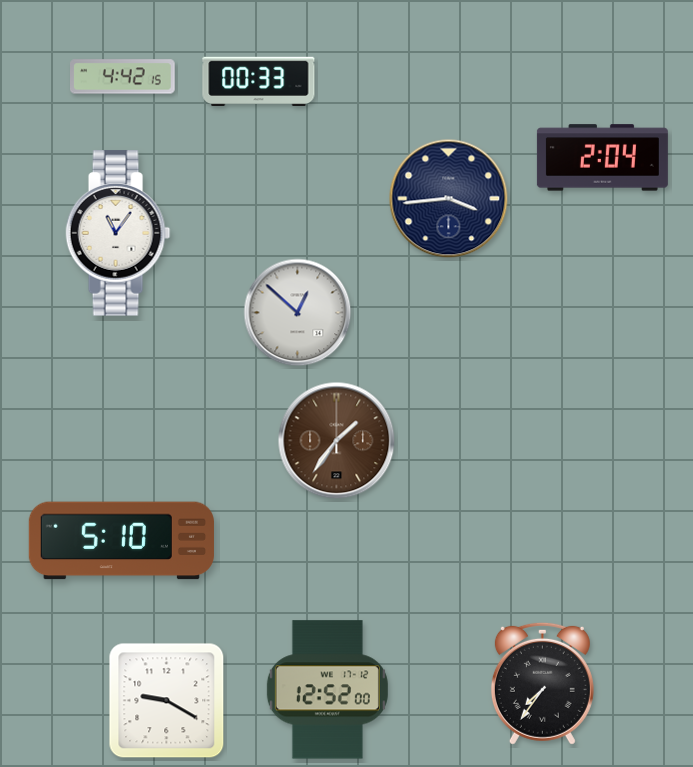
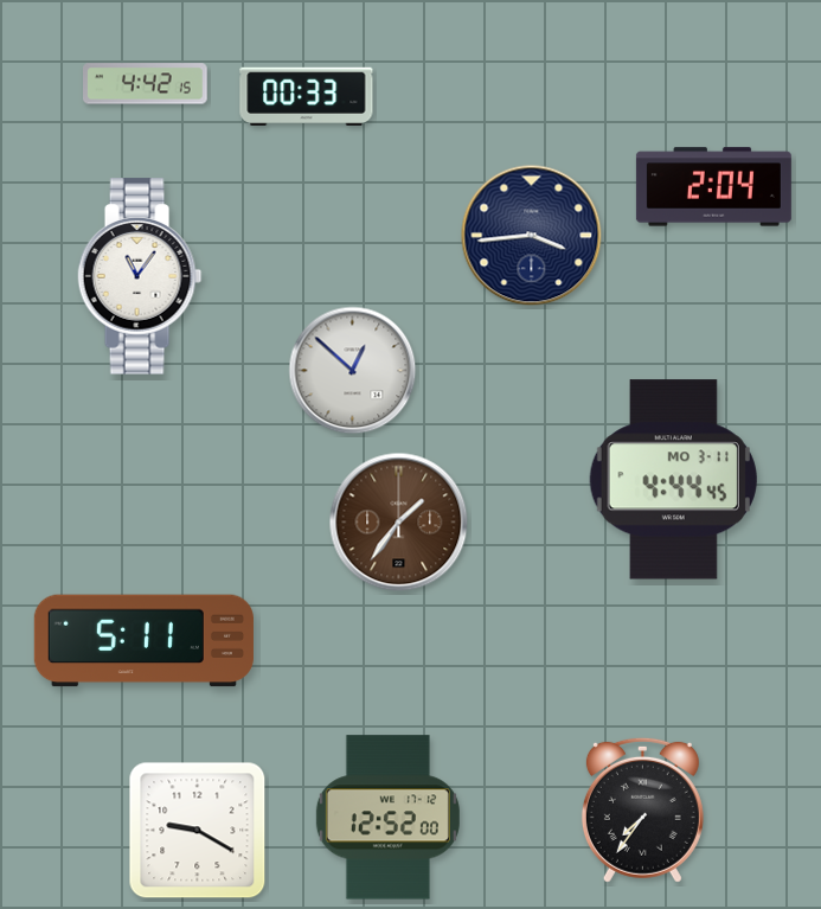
clock at (123, 77) position: (123, 77) -> (146, 84)
clock at (673, 480): none -> 4:44
clock at (121, 541): 5:10 -> 5:11
